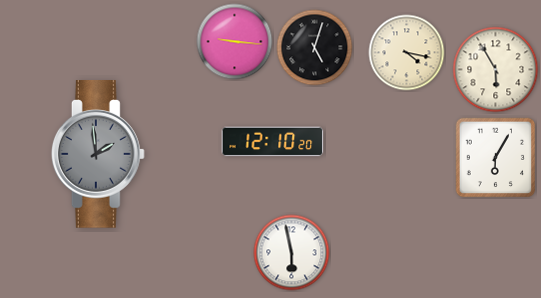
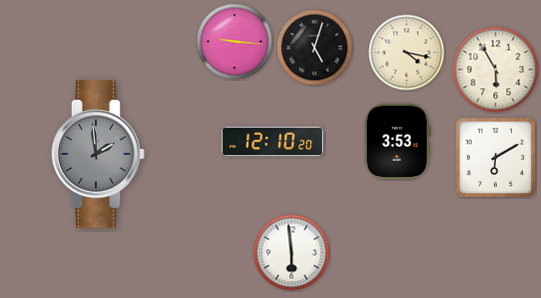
clock at (398, 141): none -> 3:53
clock at (496, 158): 6:05 -> 6:10
clock at (292, 253): 5:58 -> 5:59
